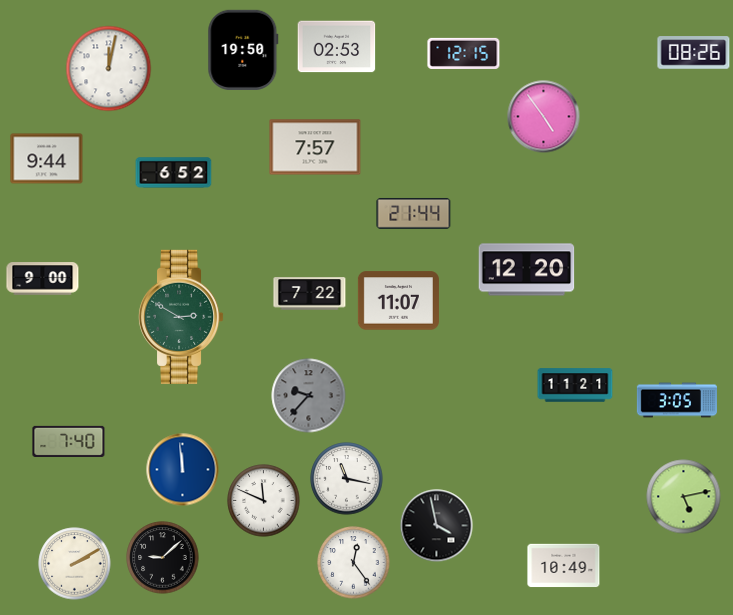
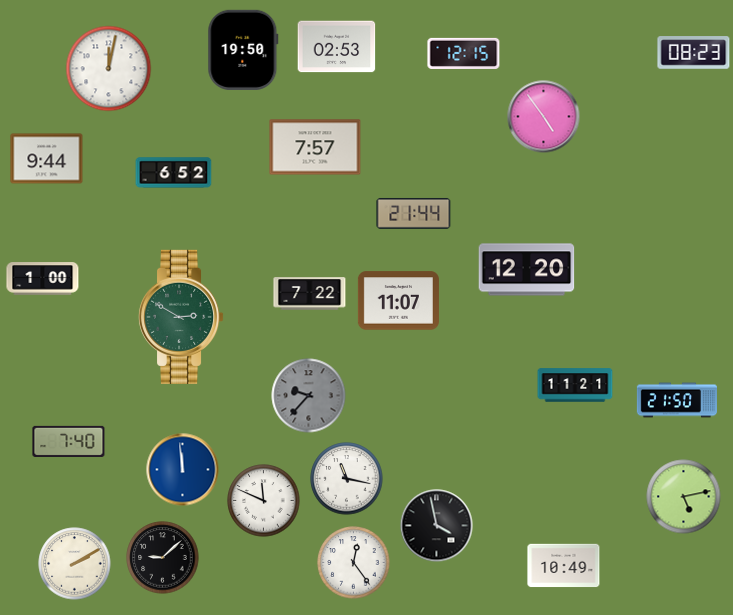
clock at (694, 53): 08:26 -> 08:23
clock at (43, 279): 9:00 -> 1:00
clock at (676, 400): 3:05 -> 21:50
